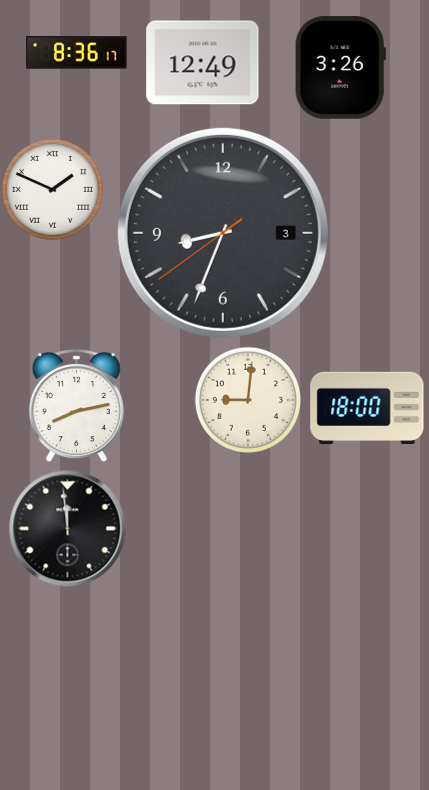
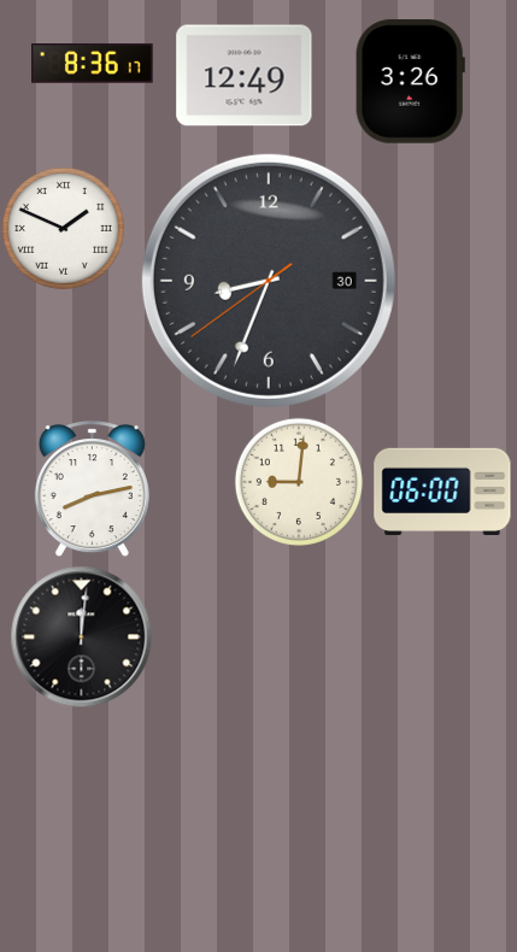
clock at (223, 233) date: 3 -> 30
clock at (367, 408): 18:00 -> 06:00
clock at (67, 528): 11:59 -> 12:01
